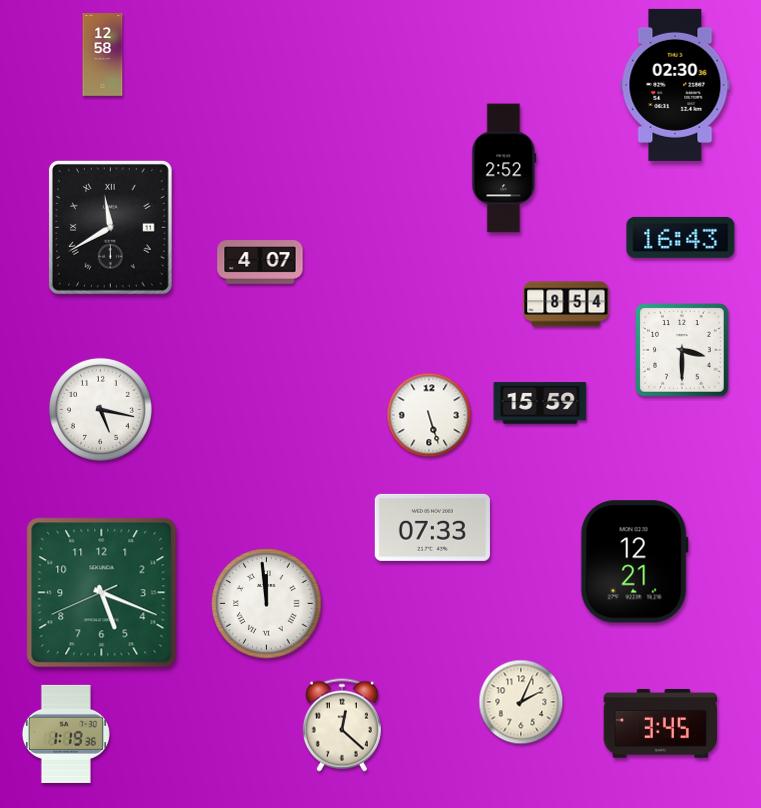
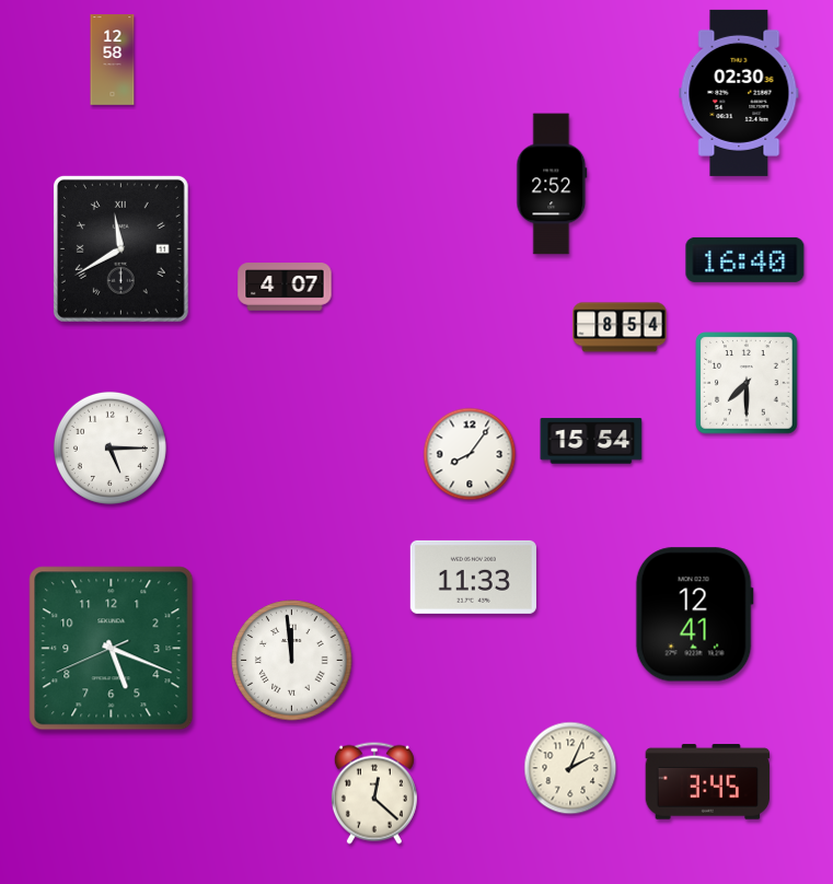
clock at (681, 237): 16:43 -> 16:40
clock at (566, 304) position: (566, 304) -> (620, 327)
clock at (682, 350): 3:30 -> 7:30
clock at (540, 403): 15:59 -> 15:54
clock at (100, 409): 5:17 -> 5:15
clock at (429, 415): 5:27 -> 8:06
clock at (432, 527): 07:33 -> 11:33
clock at (634, 562): 12:21 -> 12:41
clock at (661, 724) position: (661, 724) -> (708, 782)
clock at (66, 734): 1:19 -> none
